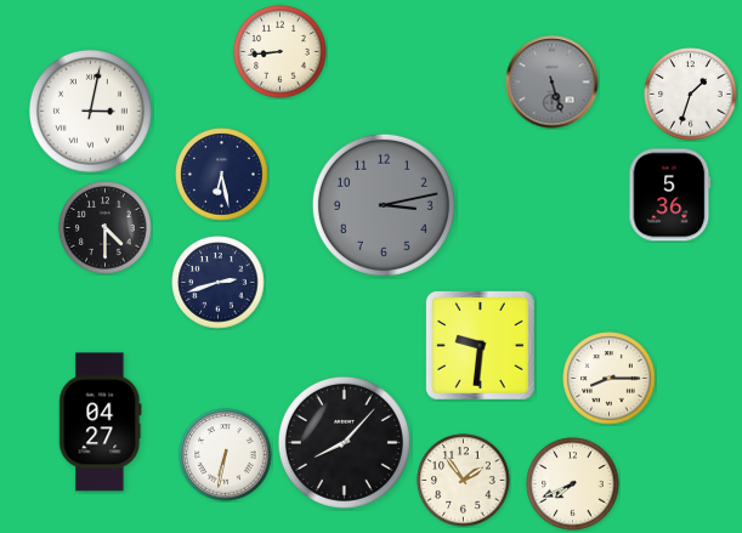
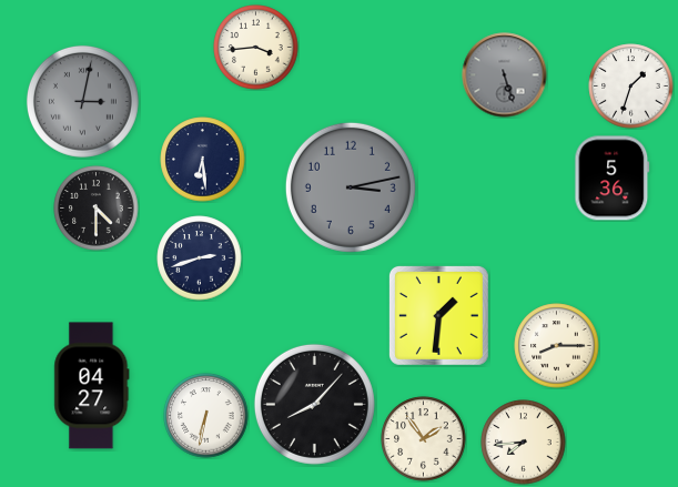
clock at (281, 52): 8:44 -> 3:44
clock at (90, 110) dial: white -> grey
clock at (222, 175): 6:28 -> 6:29
clock at (480, 345): 9:31 -> 1:31
clock at (573, 484): 7:41 -> 7:44
